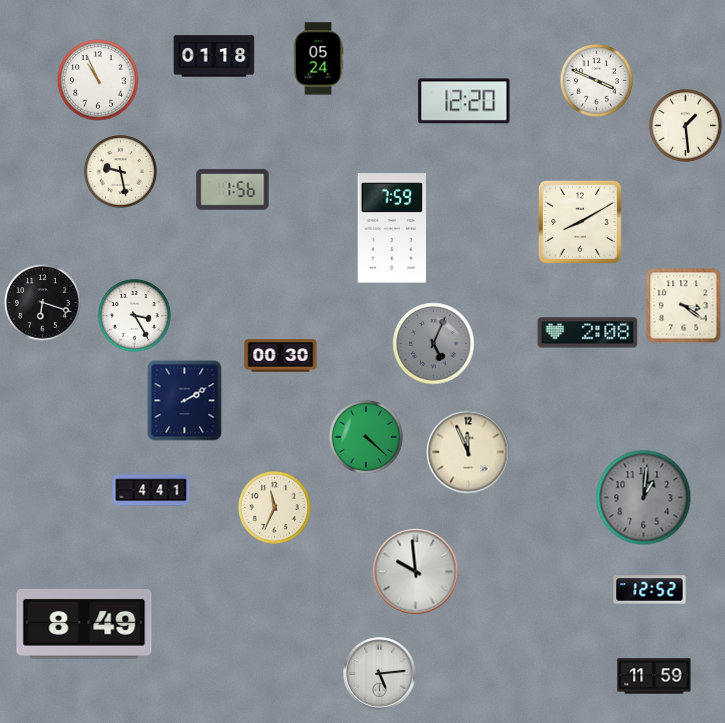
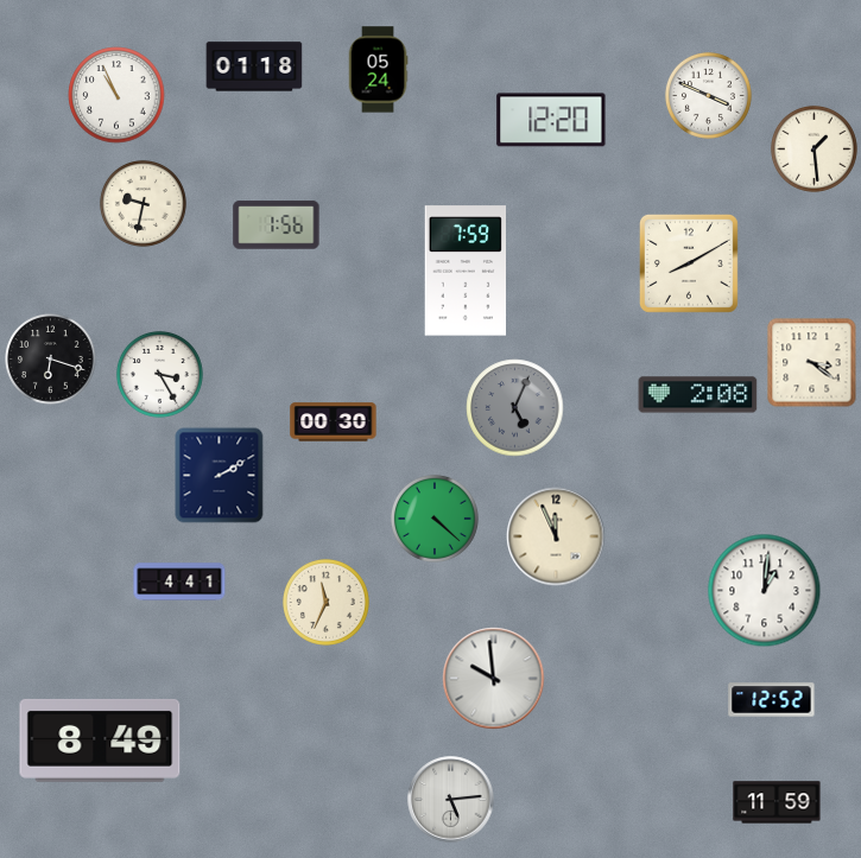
clock at (120, 171): 9:28 -> 9:32
clock at (644, 498) dial: grey -> white
